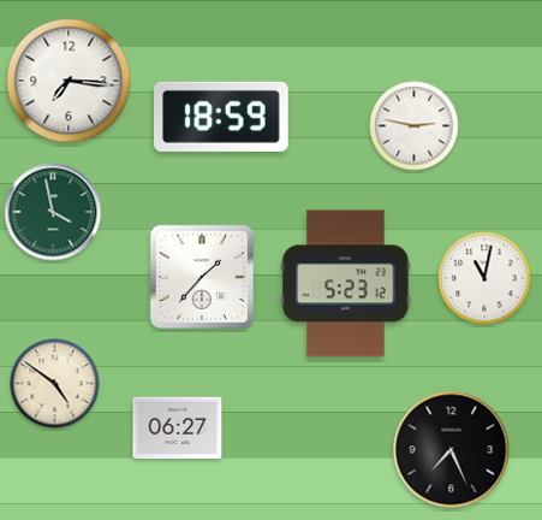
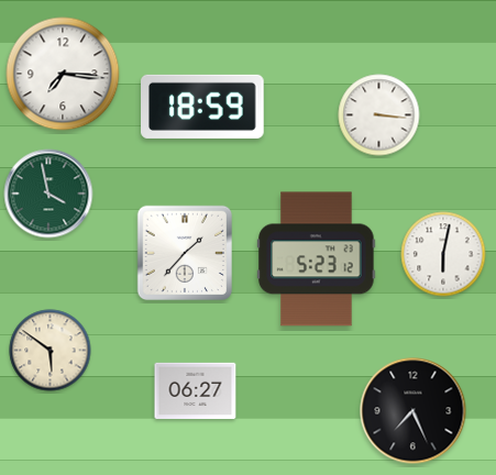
clock at (415, 126): 2:47 -> 3:16
clock at (484, 278): 11:02 -> 6:02
clock at (55, 384): 4:51 -> 5:51
clock at (178, 427) position: (178, 427) -> (196, 390)
